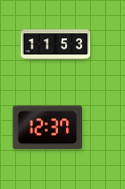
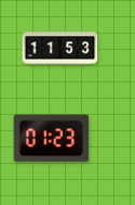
clock at (48, 128): 12:37 -> 01:23
